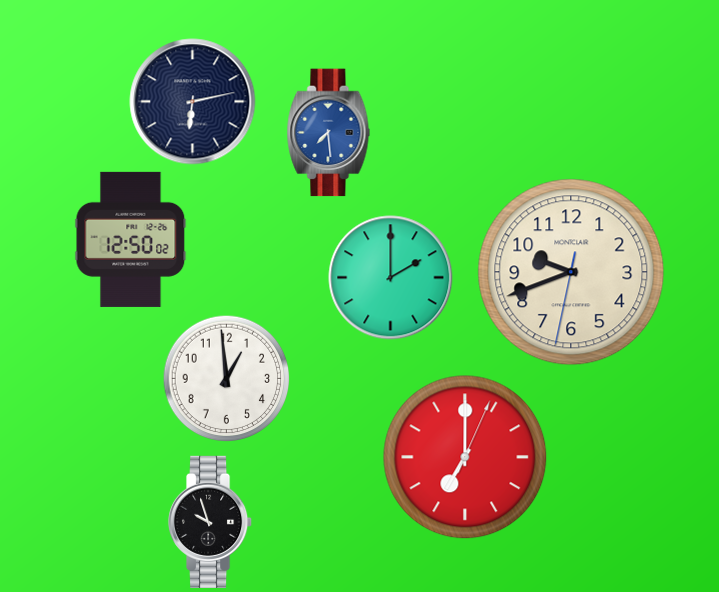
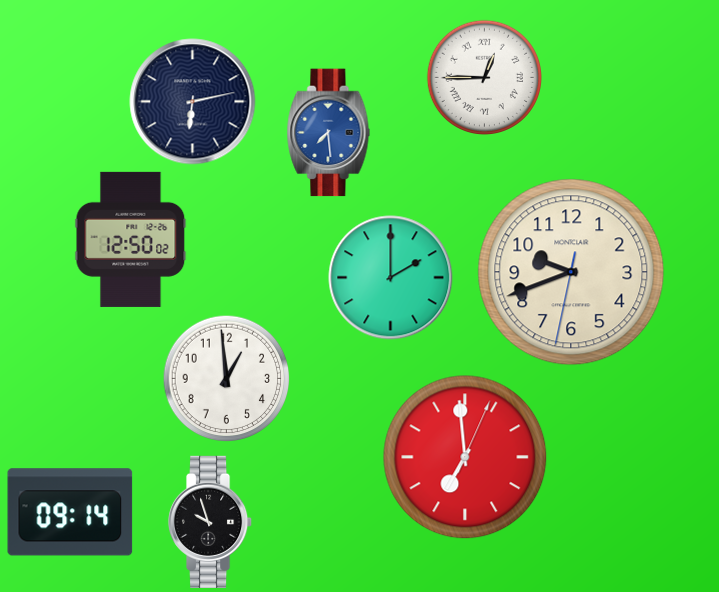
clock at (484, 77): none -> 12:45
clock at (465, 457): 7:00 -> 6:59
clock at (70, 512): none -> 09:14
